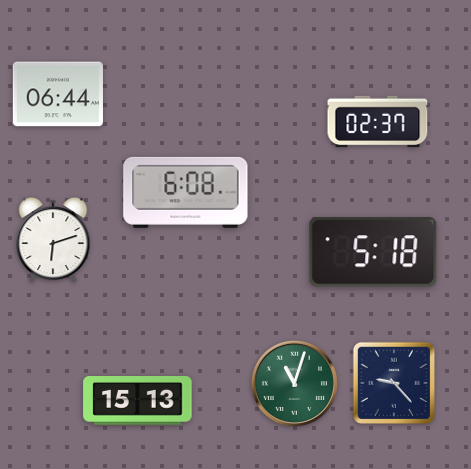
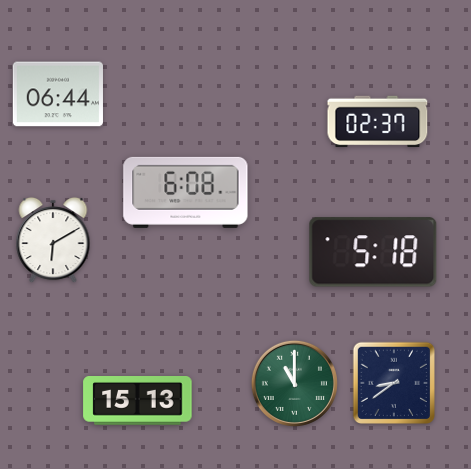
clock at (53, 240): 6:12 -> 6:10
clock at (393, 382): 9:23 -> 8:39
clock at (294, 383): 11:03 -> 11:00
